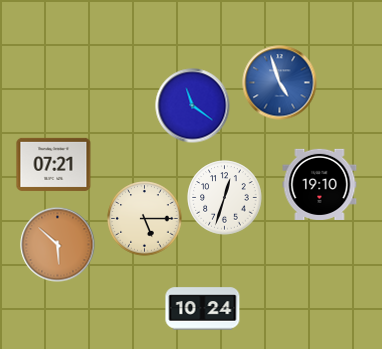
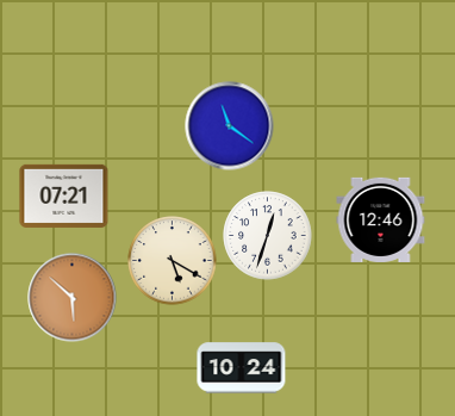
clock at (280, 83): 4:57 -> none
clock at (320, 184): 19:10 -> 12:46
clock at (145, 219): 5:15 -> 5:20
clock at (58, 245) position: (58, 245) -> (73, 298)
